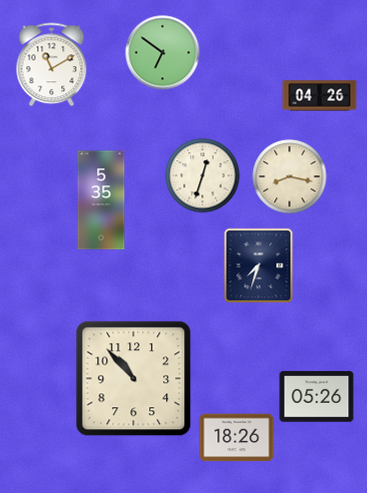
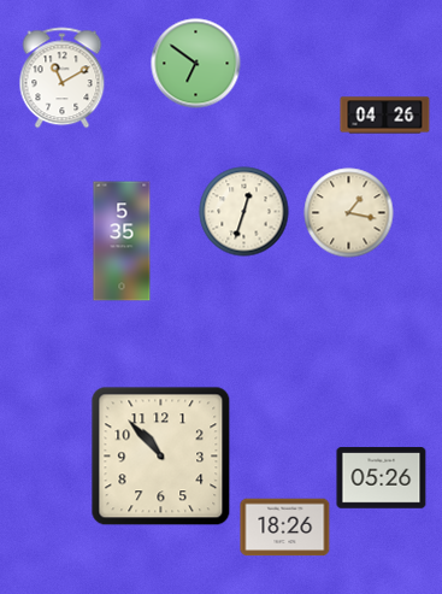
clock at (290, 177): 8:17 -> 1:17
clock at (259, 266): 7:33 -> none
